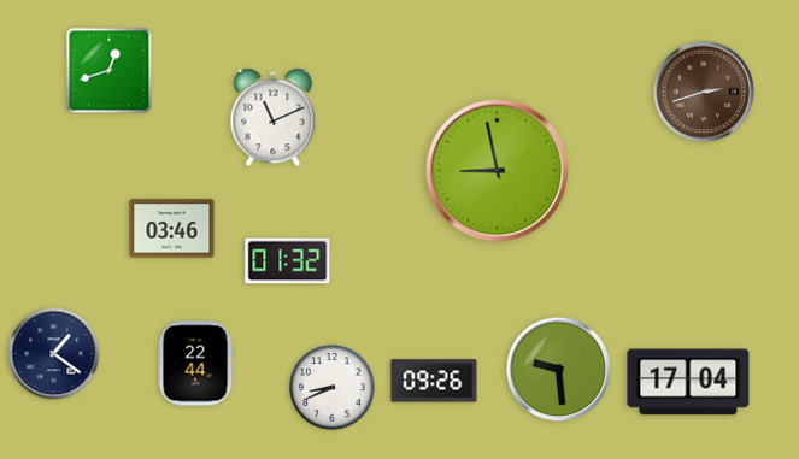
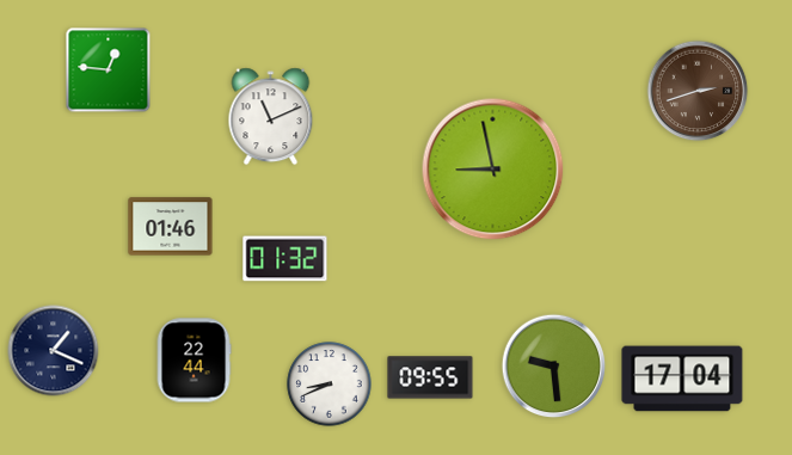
clock at (110, 71): 12:42 -> 12:46
clock at (172, 229): 03:46 -> 01:46
clock at (54, 354): 1:21 -> 1:19
clock at (434, 381): 09:26 -> 09:55
